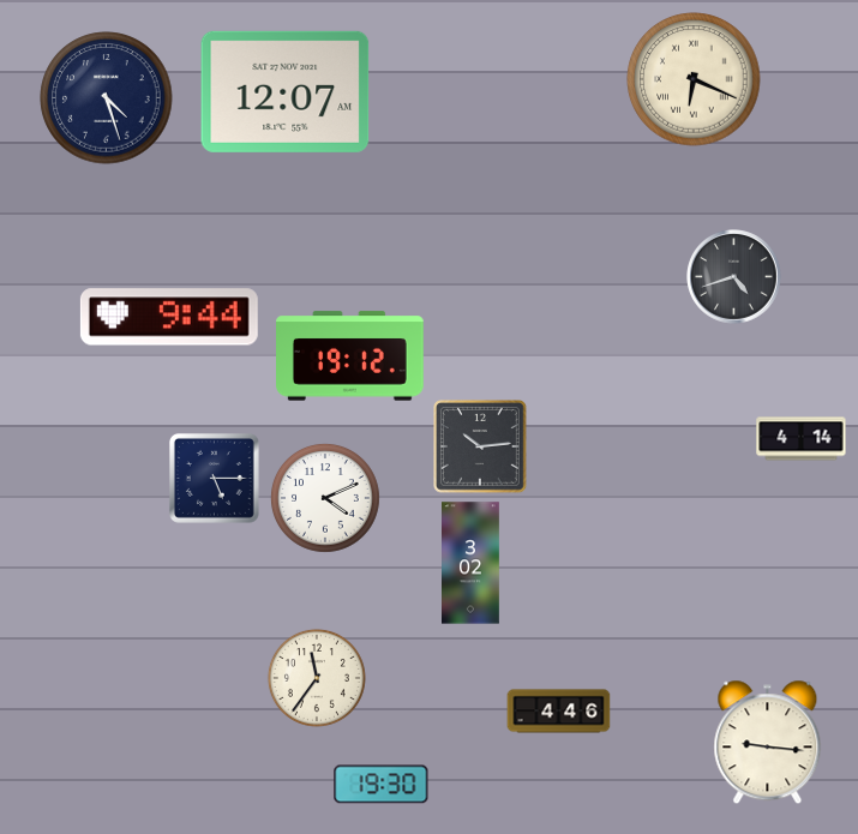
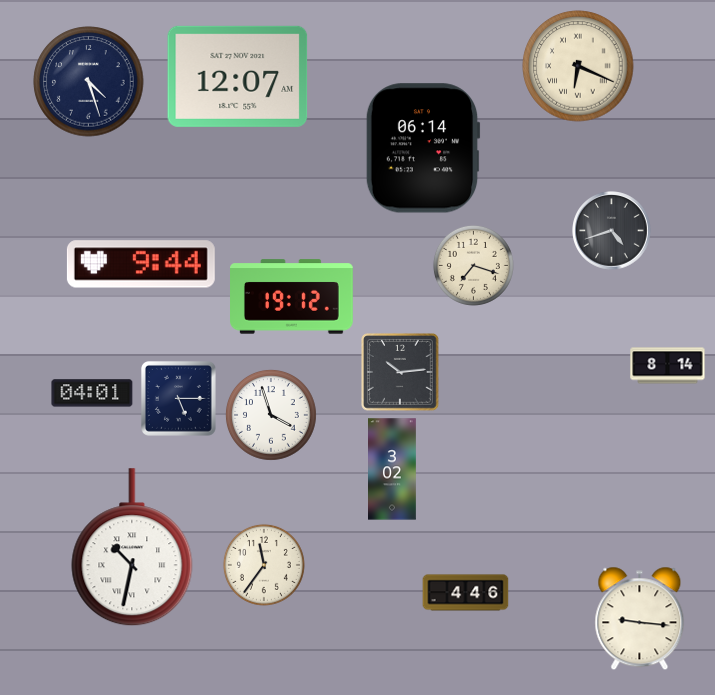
clock at (423, 148): none -> 06:14
clock at (473, 265): none -> 7:18
clock at (802, 439): 4:14 -> 8:14
clock at (92, 393): none -> 04:01
clock at (325, 498): 4:11 -> 3:57
clock at (132, 548): none -> 10:32
clock at (382, 785): 19:30 -> none
